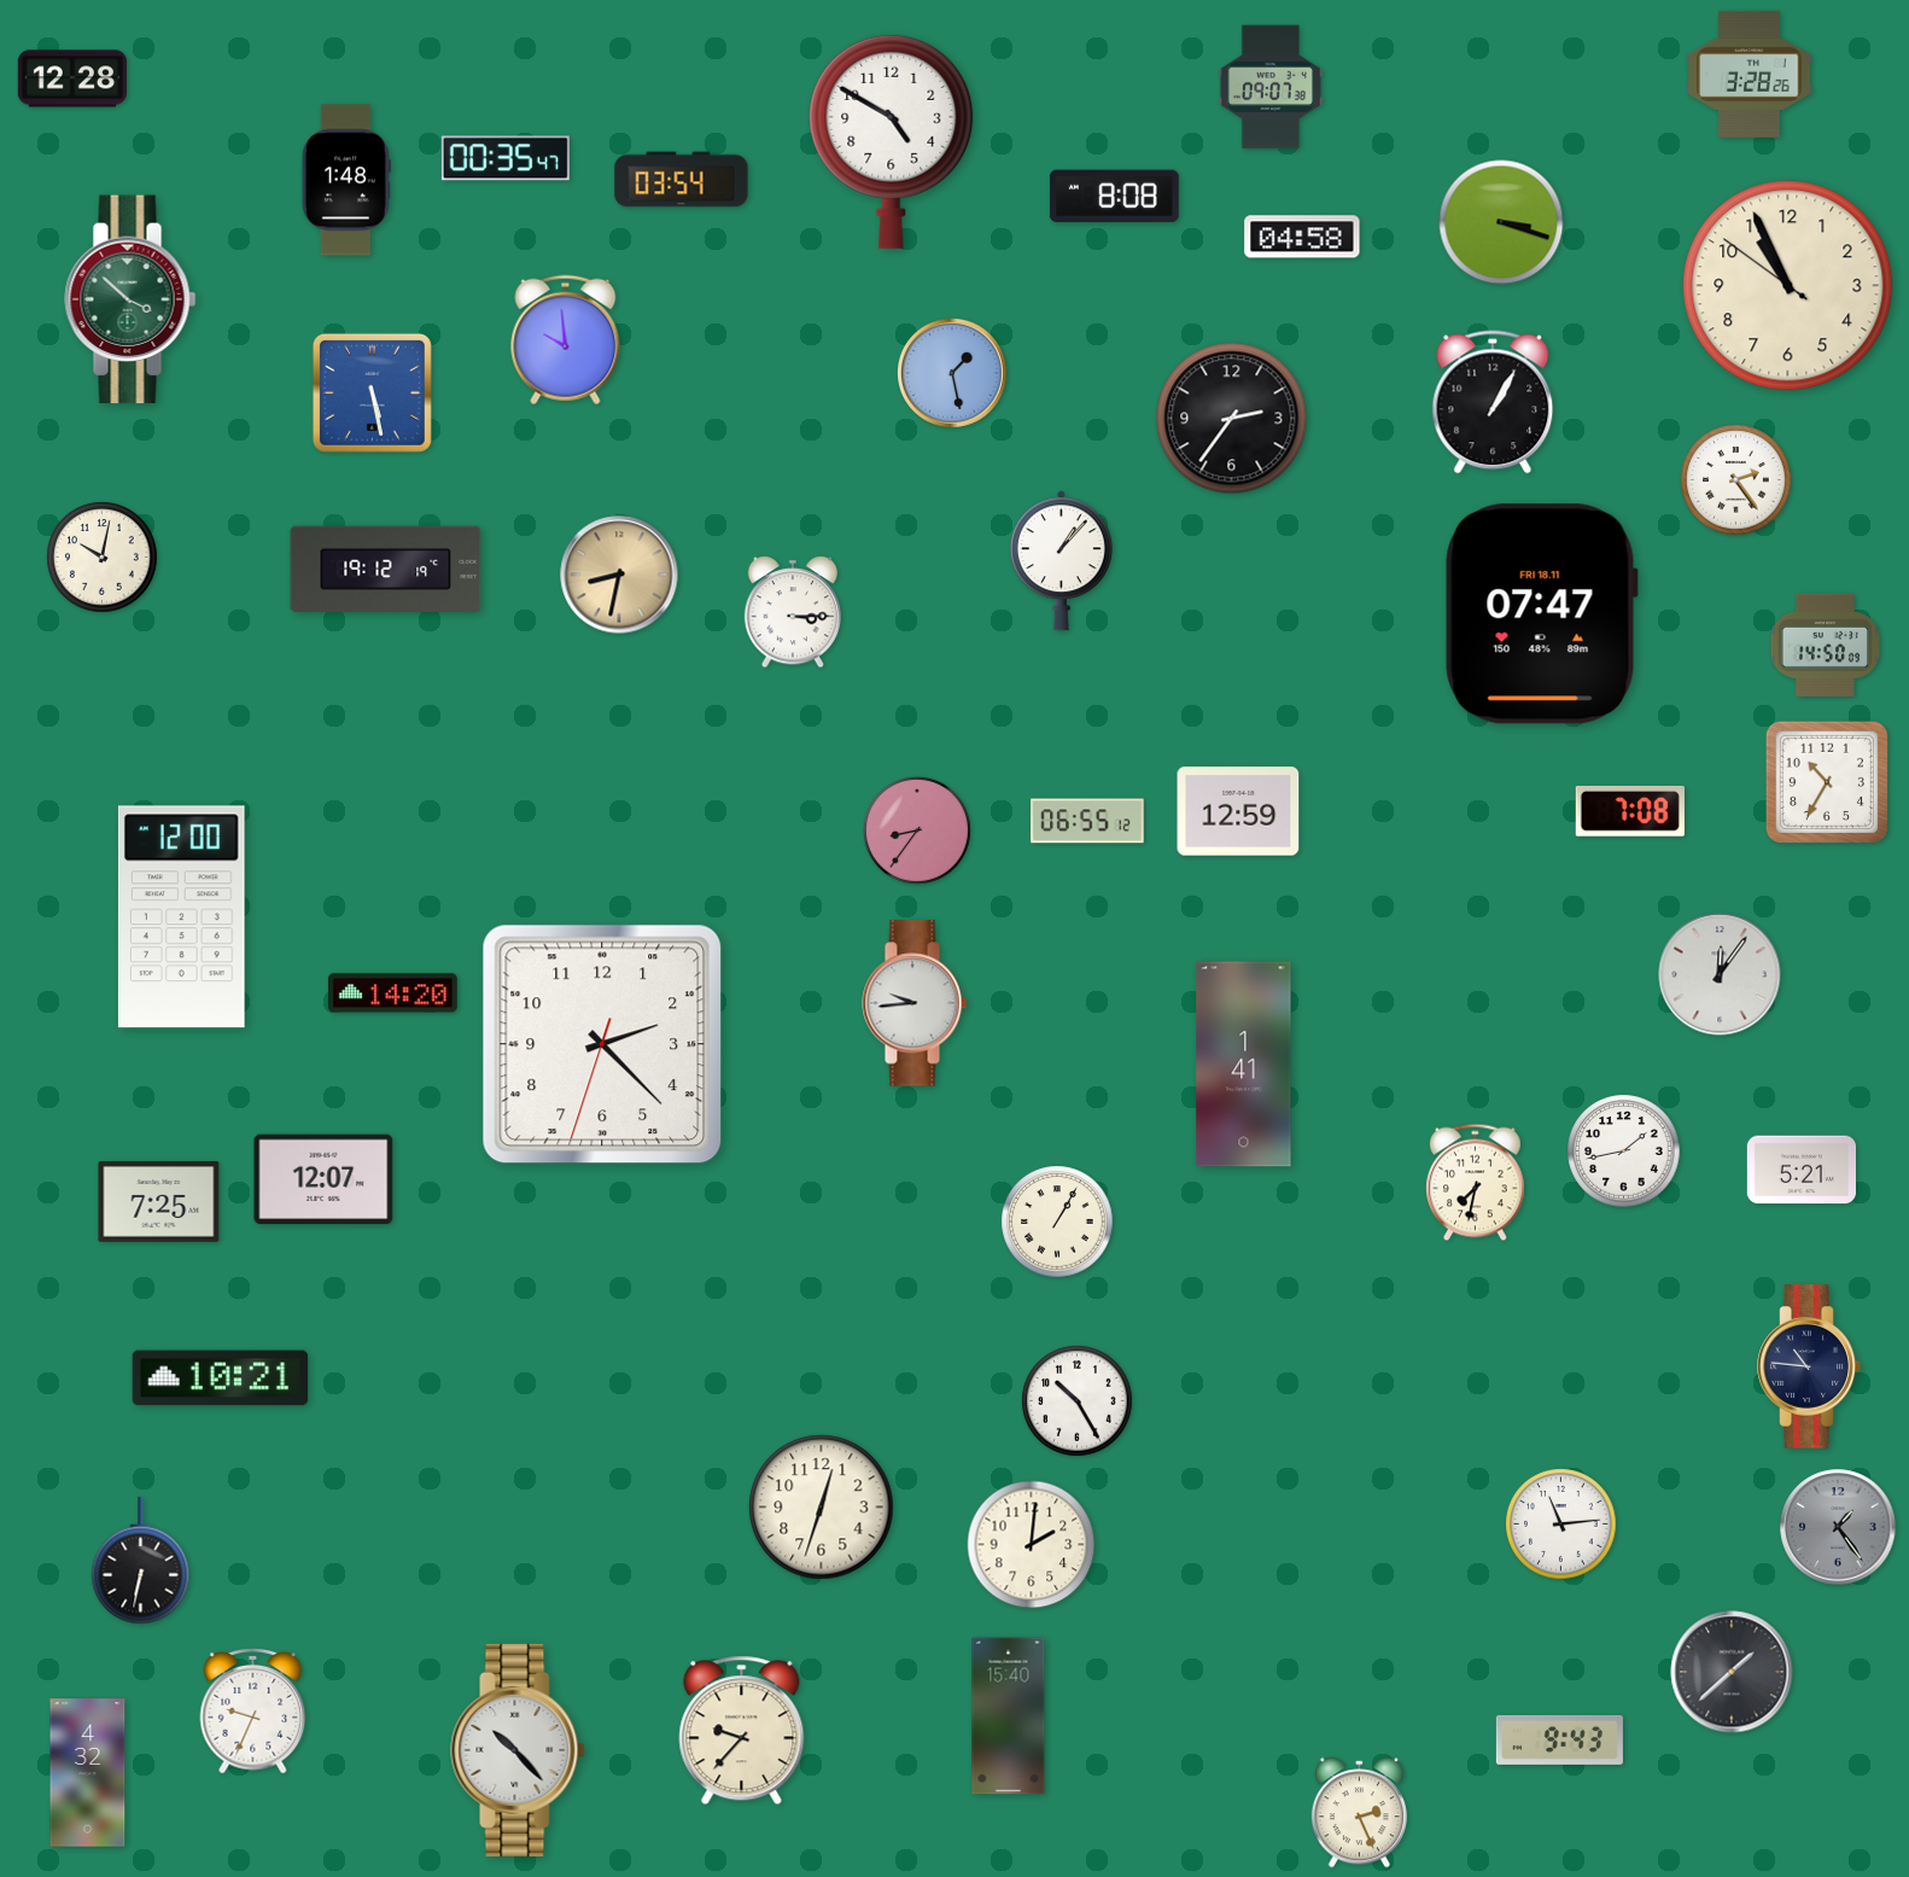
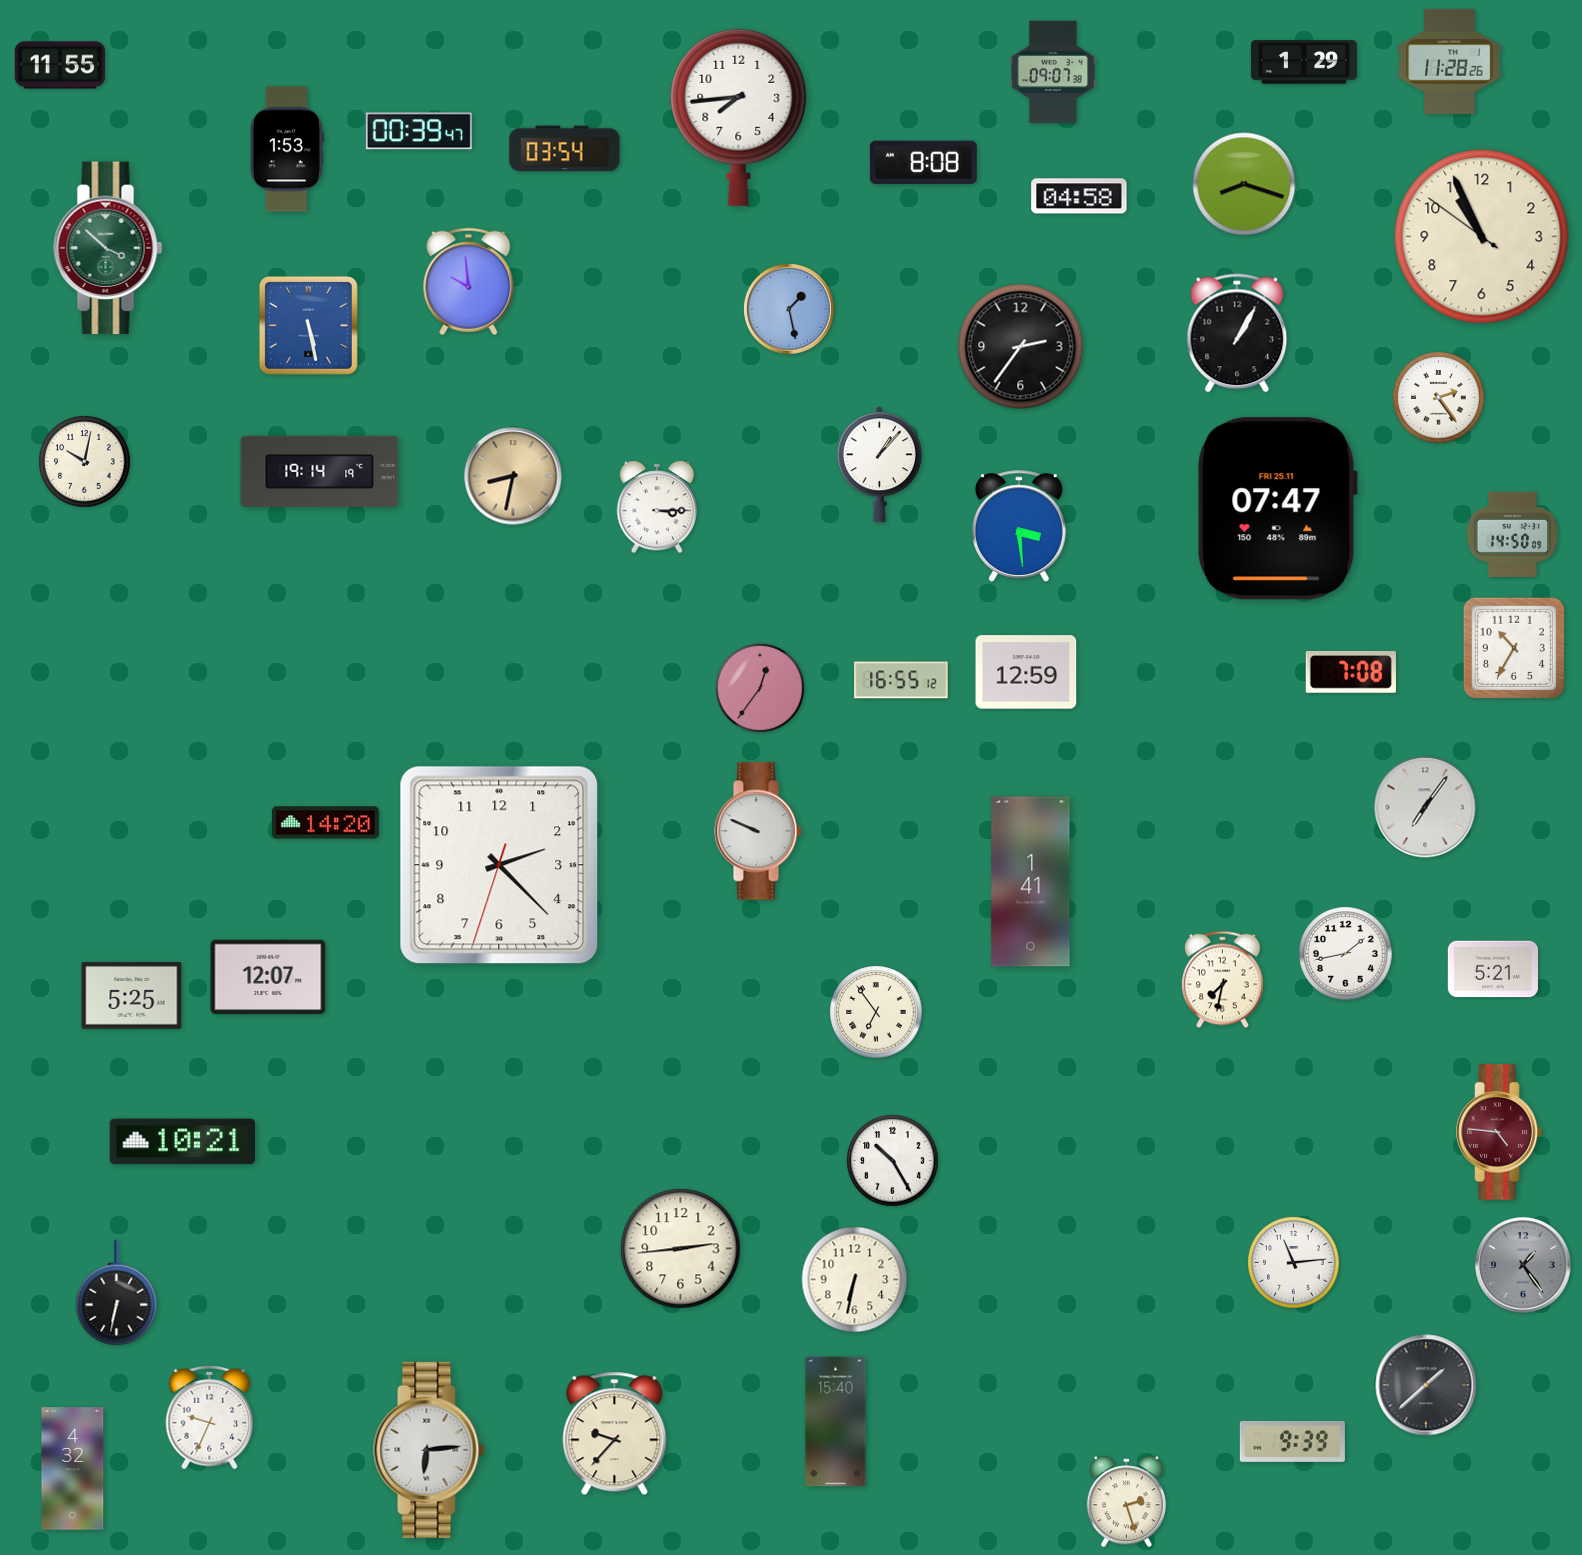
clock at (1750, 74): 3:28 -> 11:28
clock at (1304, 62): none -> 1:29
clock at (72, 78): 12:28 -> 11:55
clock at (892, 141): 4:50 -> 7:44
clock at (506, 158): 00:35 -> 00:39
clock at (346, 180): 1:48 -> 1:53
clock at (1501, 222): 3:18 -> 8:18
clock at (386, 569): 19:12 -> 19:14
clock at (1541, 614) date: FRI 18.11 -> FRI 25.11
clock at (1020, 526): none -> 3:29
clock at (1087, 821): 06:55 -> 16:55
clock at (917, 830): 8:36 -> 12:36
clock at (181, 917): 12:00 -> none
clock at (1720, 974): 12:06 -> 7:06
clock at (915, 1003): 9:44 -> 9:49
clock at (159, 1202): 7:25 -> 5:25
clock at (1057, 1222): 1:05 -> 6:54
clock at (1809, 1366): 10:46 -> 4:46
clock at (1809, 1366) dial: navy -> burgundy
clock at (822, 1508): 12:33 -> 2:44
clock at (1032, 1545): 2:01 -> 6:32
clock at (1732, 1672) position: (1732, 1672) -> (1426, 1385)
clock at (1559, 1739): 9:43 -> 9:39
clock at (518, 1750): 10:23 -> 6:14
clock at (1359, 1813): 2:26 -> 2:27
